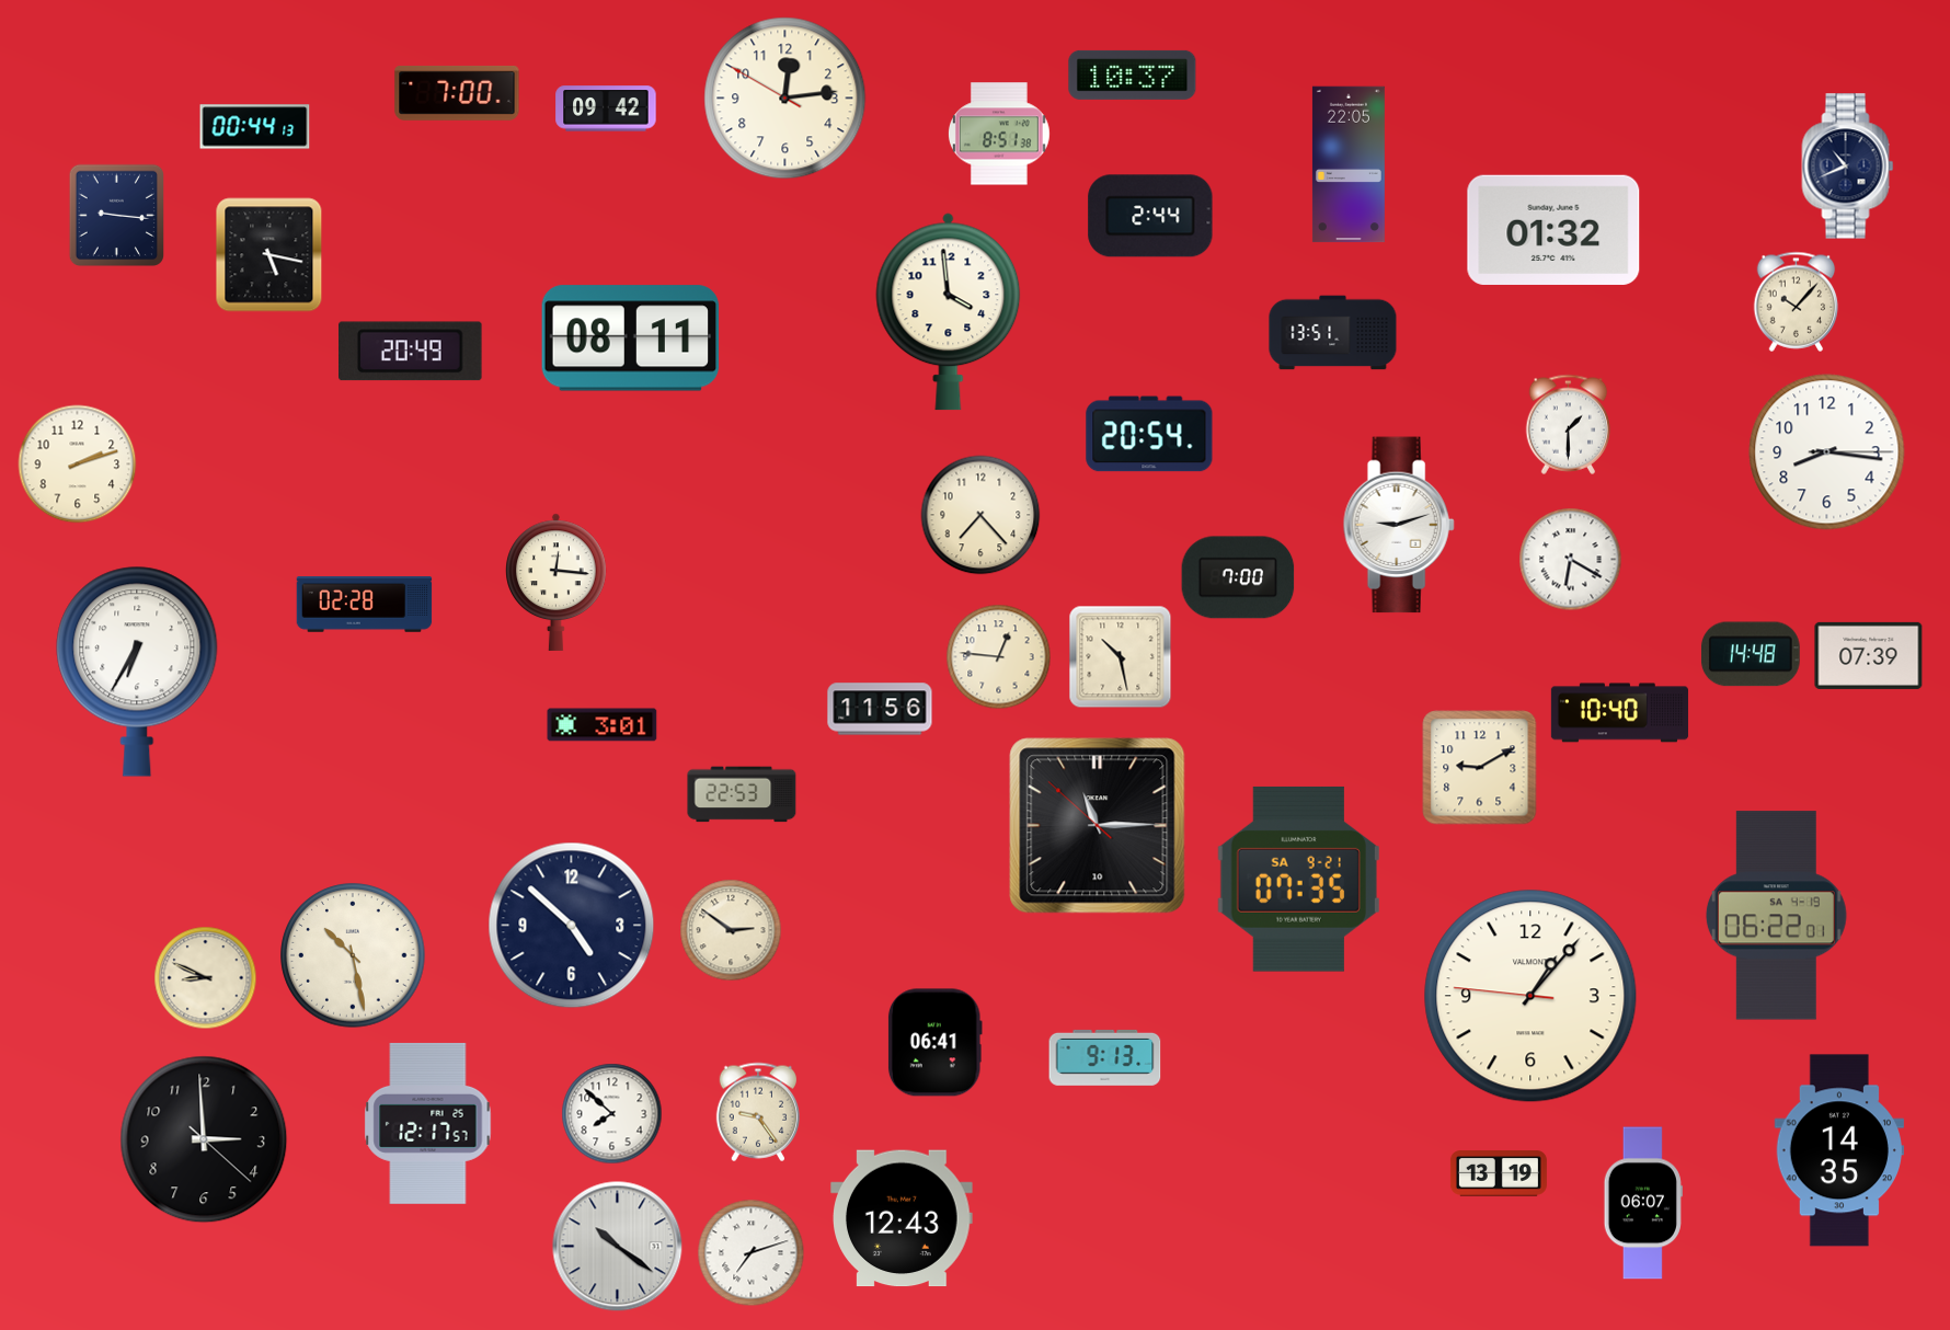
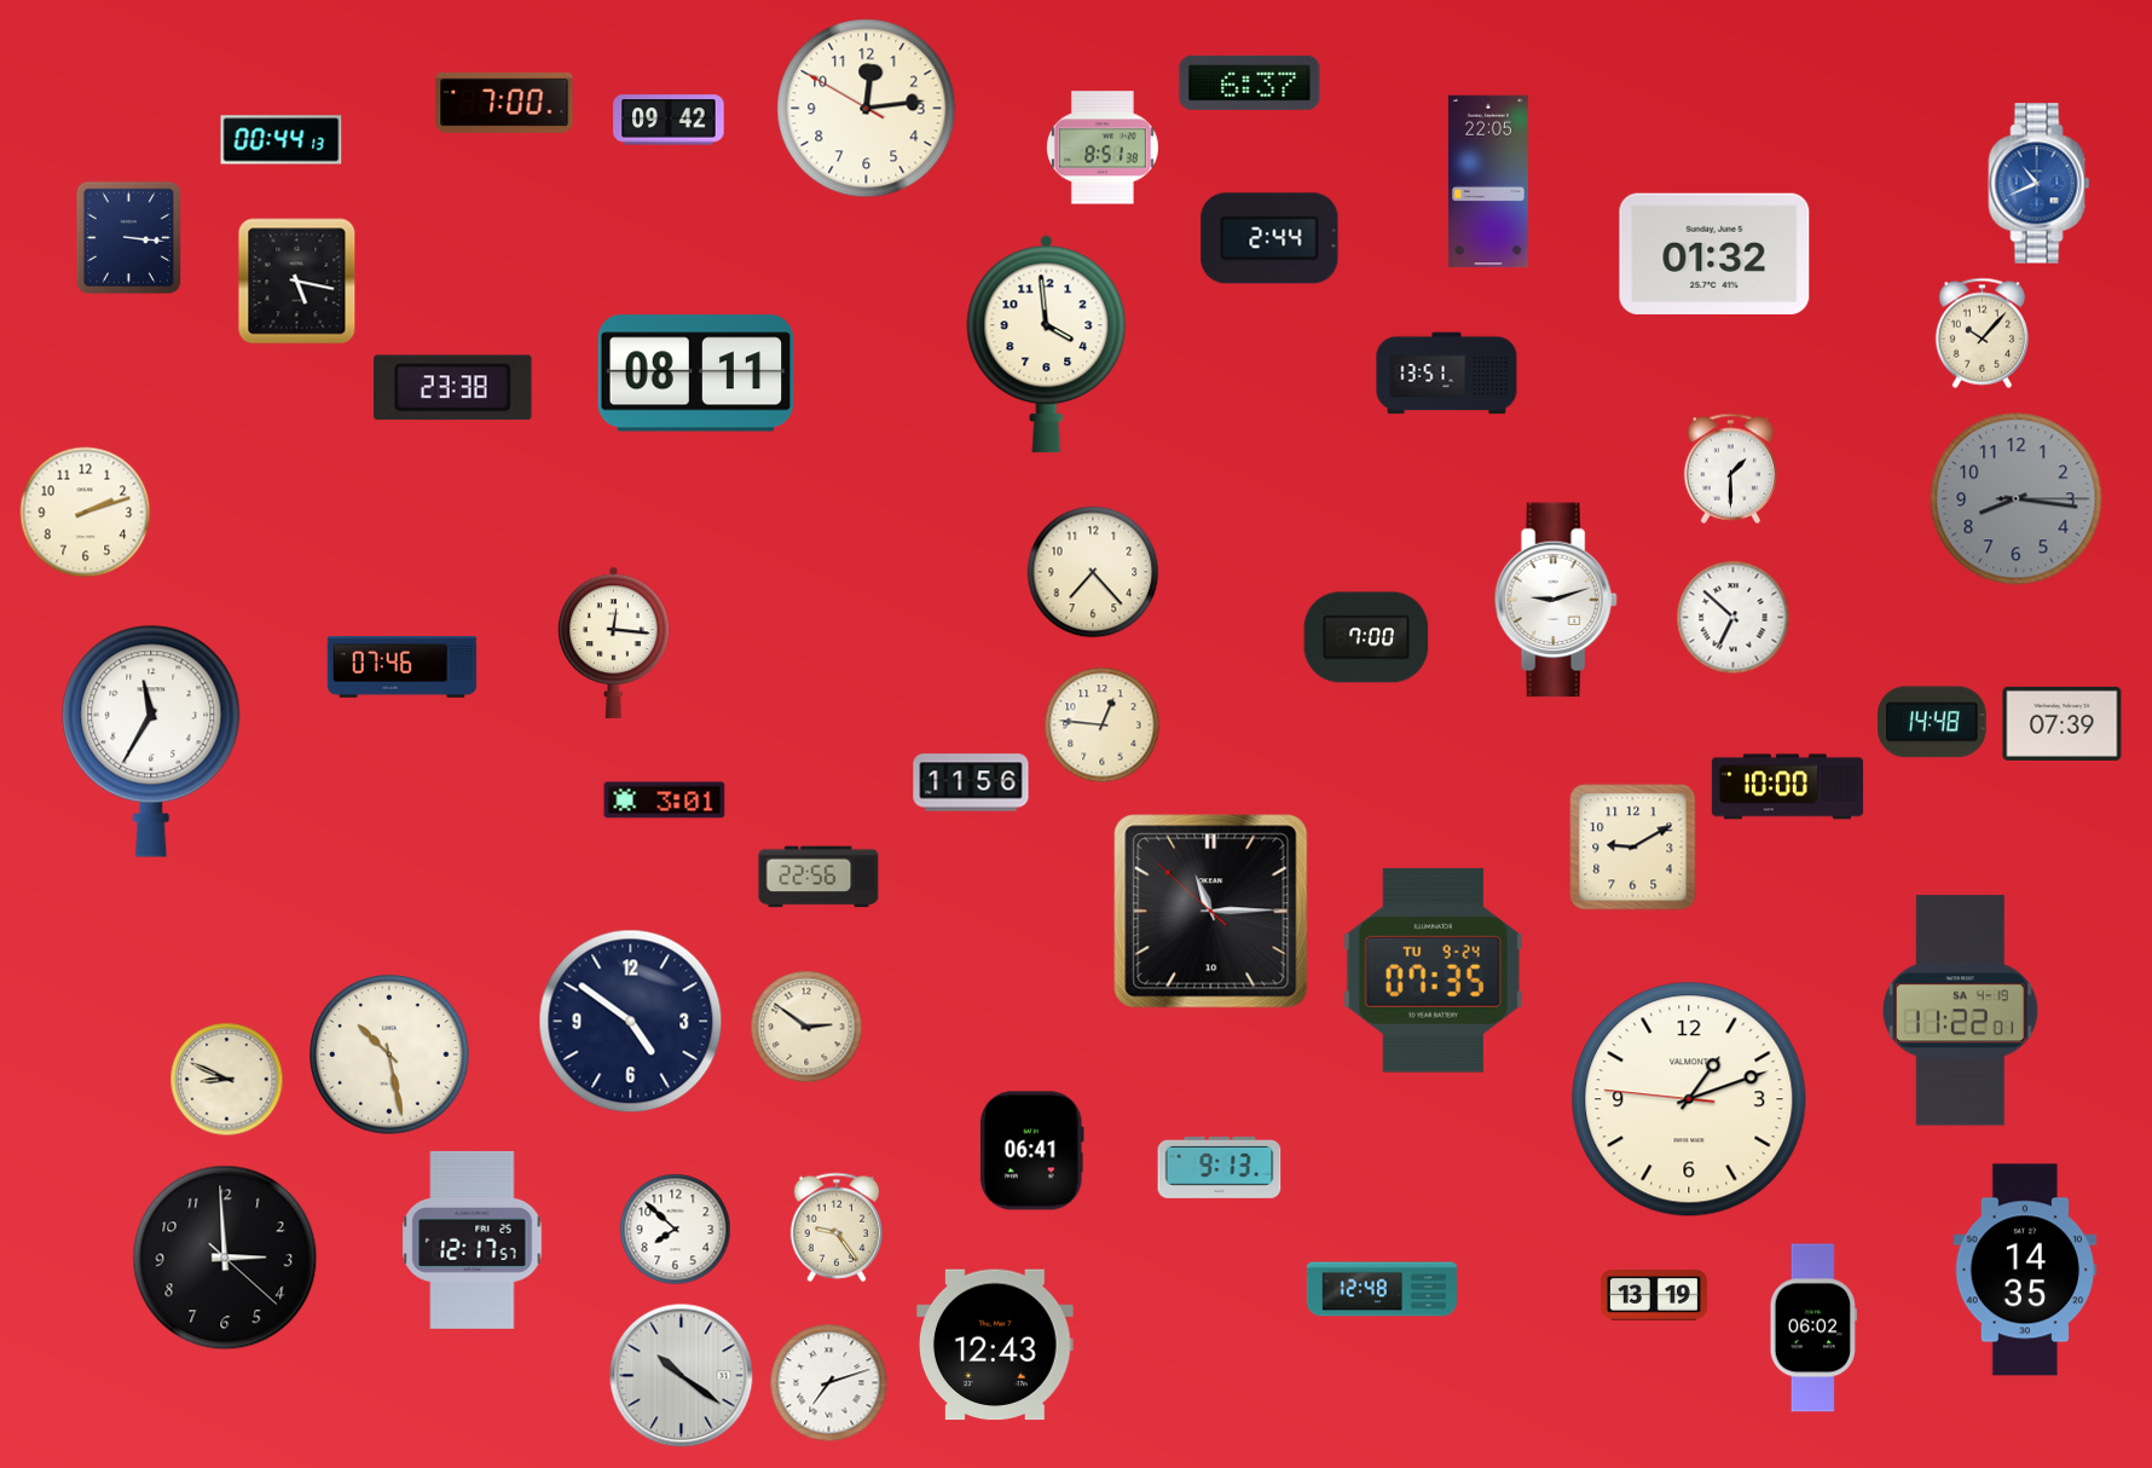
clock at (1133, 74): 10:37 -> 6:37
clock at (1848, 167) dial: navy -> blue
clock at (116, 215): 9:16 -> 3:16
clock at (1333, 333) position: (1333, 333) -> (1447, 374)
clock at (411, 352): 20:49 -> 23:38
clock at (1149, 434): 20:54 -> none
clock at (1827, 452) dial: white -> grey
clock at (980, 515) position: (980, 515) -> (1093, 572)
clock at (1399, 525) position: (1399, 525) -> (1556, 600)
clock at (1571, 560): 6:20 -> 6:52
clock at (365, 605): 02:28 -> 07:46
clock at (1121, 657): 10:28 -> none
clock at (137, 672): 6:35 -> 11:35
clock at (1619, 713): 10:40 -> 10:00
clock at (742, 794): 22:53 -> 22:56
clock at (1298, 879) date: SA 9-21 -> TU 9-24
clock at (1776, 916): 06:22 -> 11:22
clock at (572, 926): 4:52 -> 4:51
clock at (1530, 996): 1:06 -> 1:11
clock at (1838, 1150) position: (1838, 1150) -> (2024, 1270)
clock at (1382, 1289): none -> 12:48
clock at (1643, 1203): 06:07 -> 06:02
